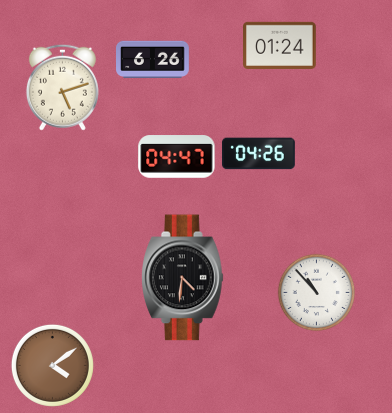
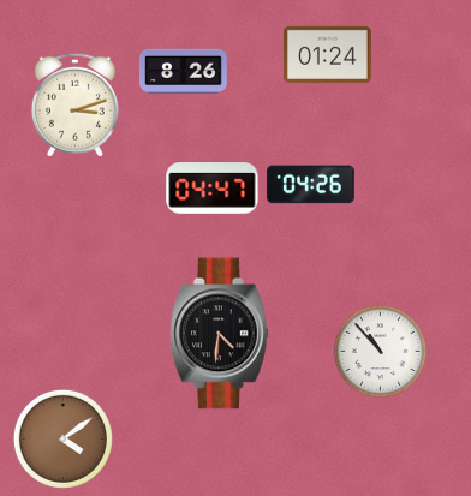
clock at (280, 45) position: (280, 45) -> (328, 54)
clock at (153, 60): 6:26 -> 8:26
clock at (62, 87): 5:12 -> 3:12
